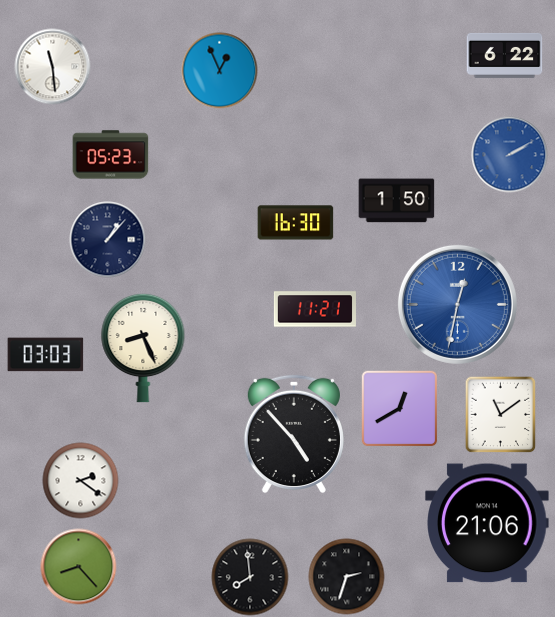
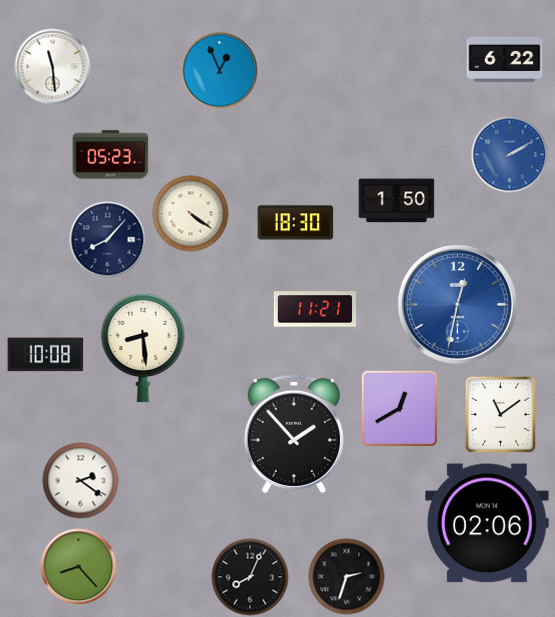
clock at (505, 55) position: (505, 55) -> (505, 59)
clock at (191, 214): none -> 4:21
clock at (296, 223): 16:30 -> 18:30
clock at (108, 240): 1:07 -> 8:07
clock at (143, 348): 8:26 -> 8:29
clock at (46, 355): 03:03 -> 10:08
clock at (294, 434): 4:53 -> 1:53
clock at (487, 523): 21:06 -> 02:06
clock at (250, 577): 7:59 -> 8:04
